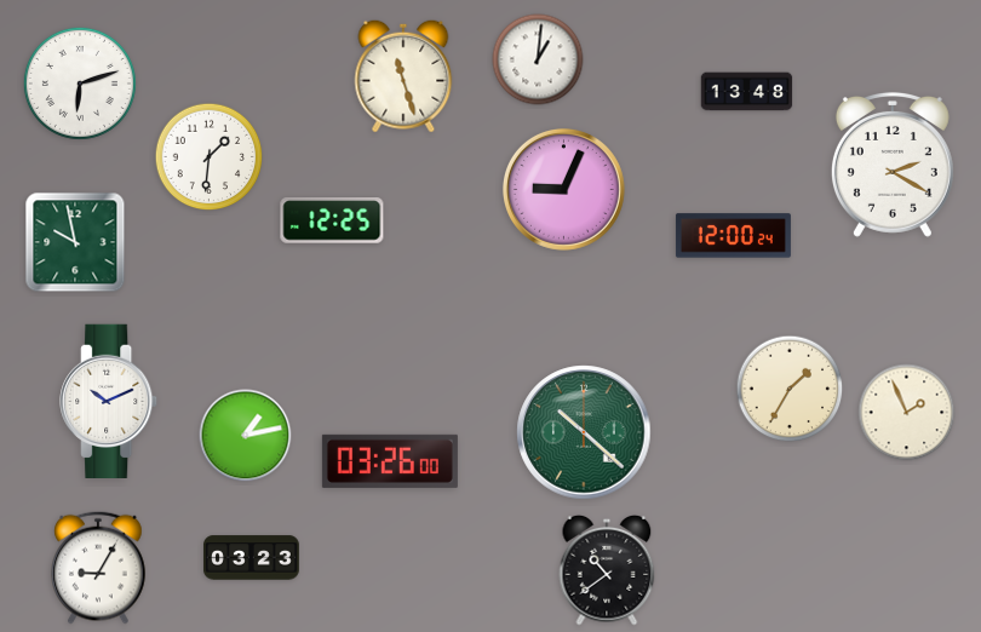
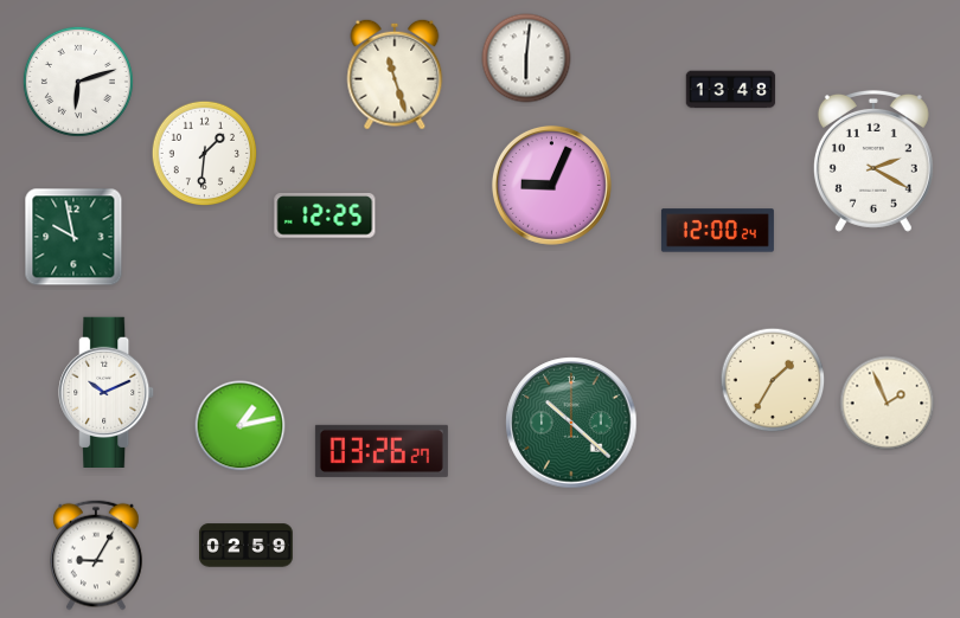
clock at (538, 59): 1:01 -> 6:01
clock at (390, 461): 03:26:00 -> 03:26:27
clock at (252, 558): 03:23 -> 02:59
clock at (607, 570): 10:39 -> none
